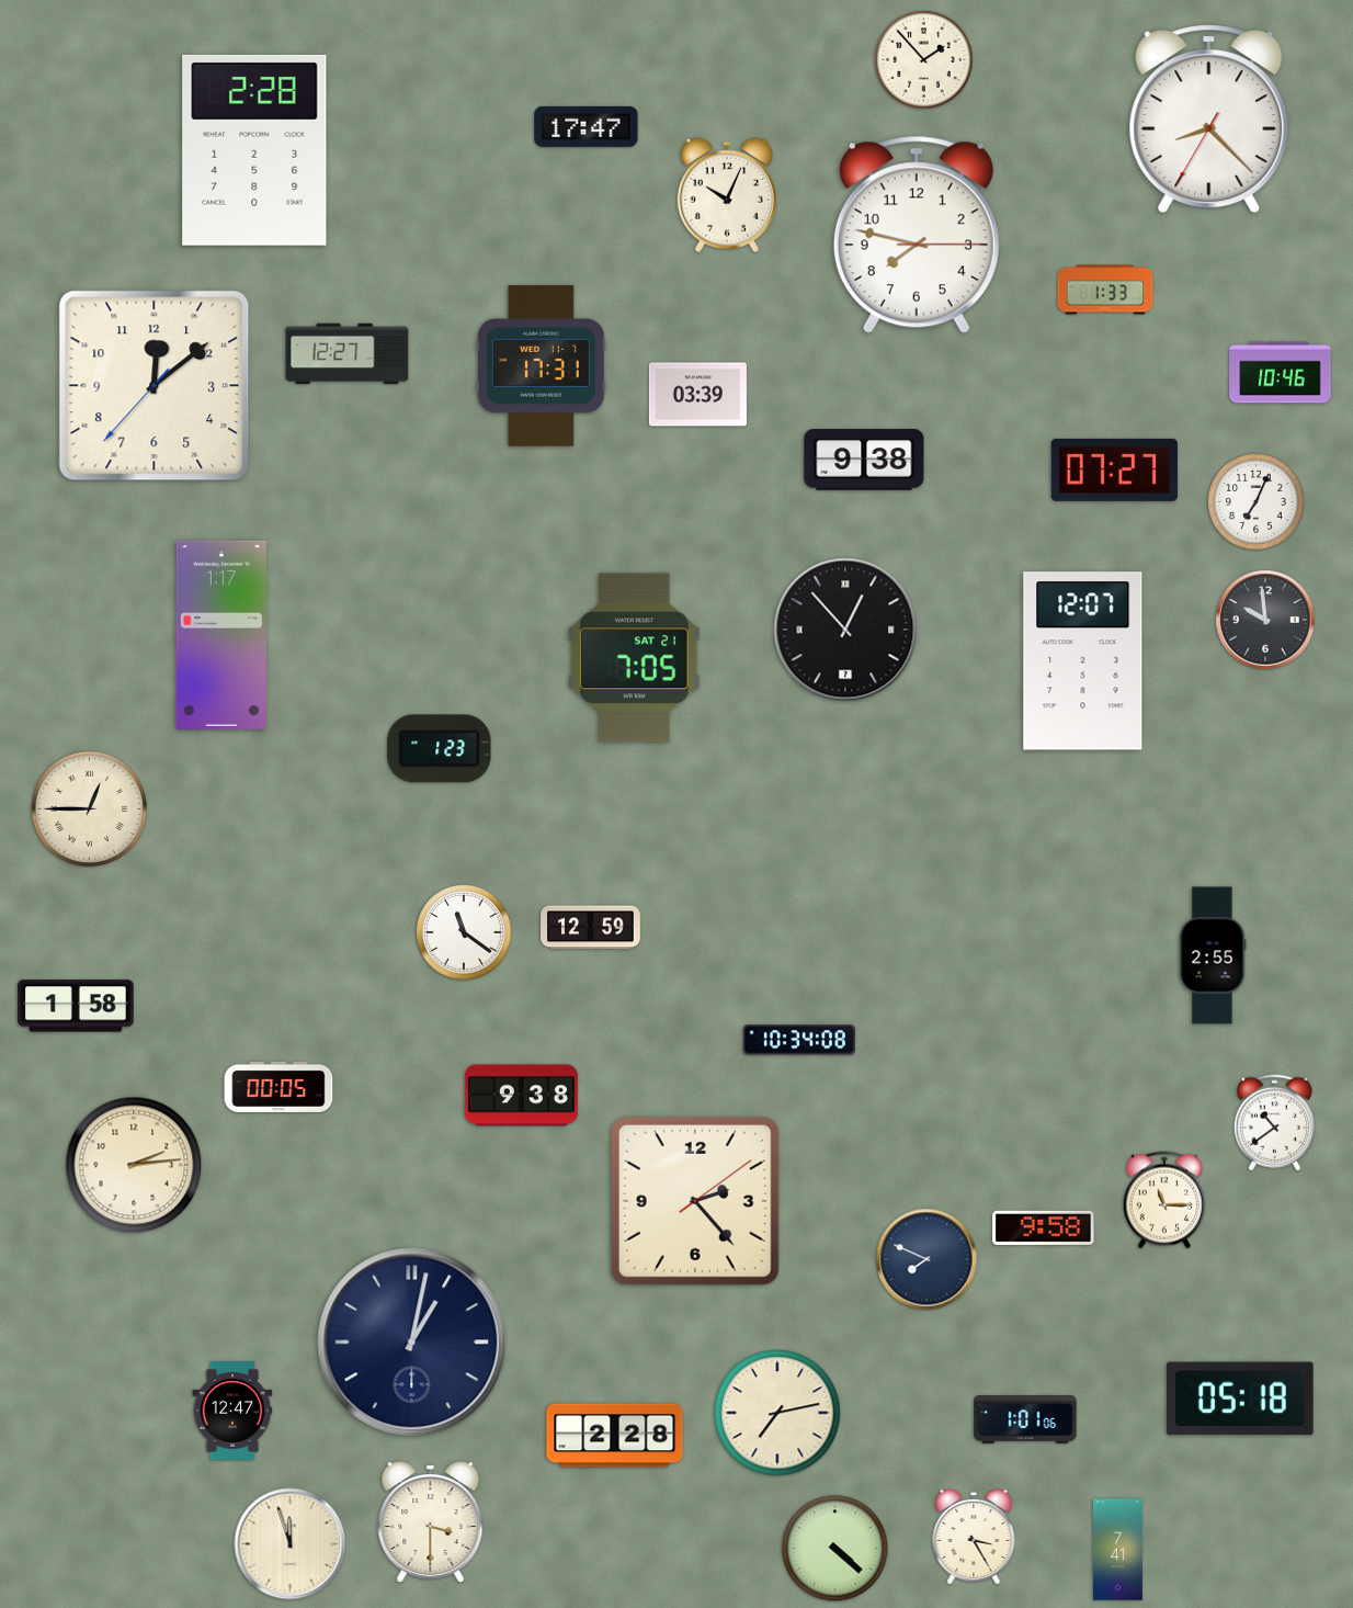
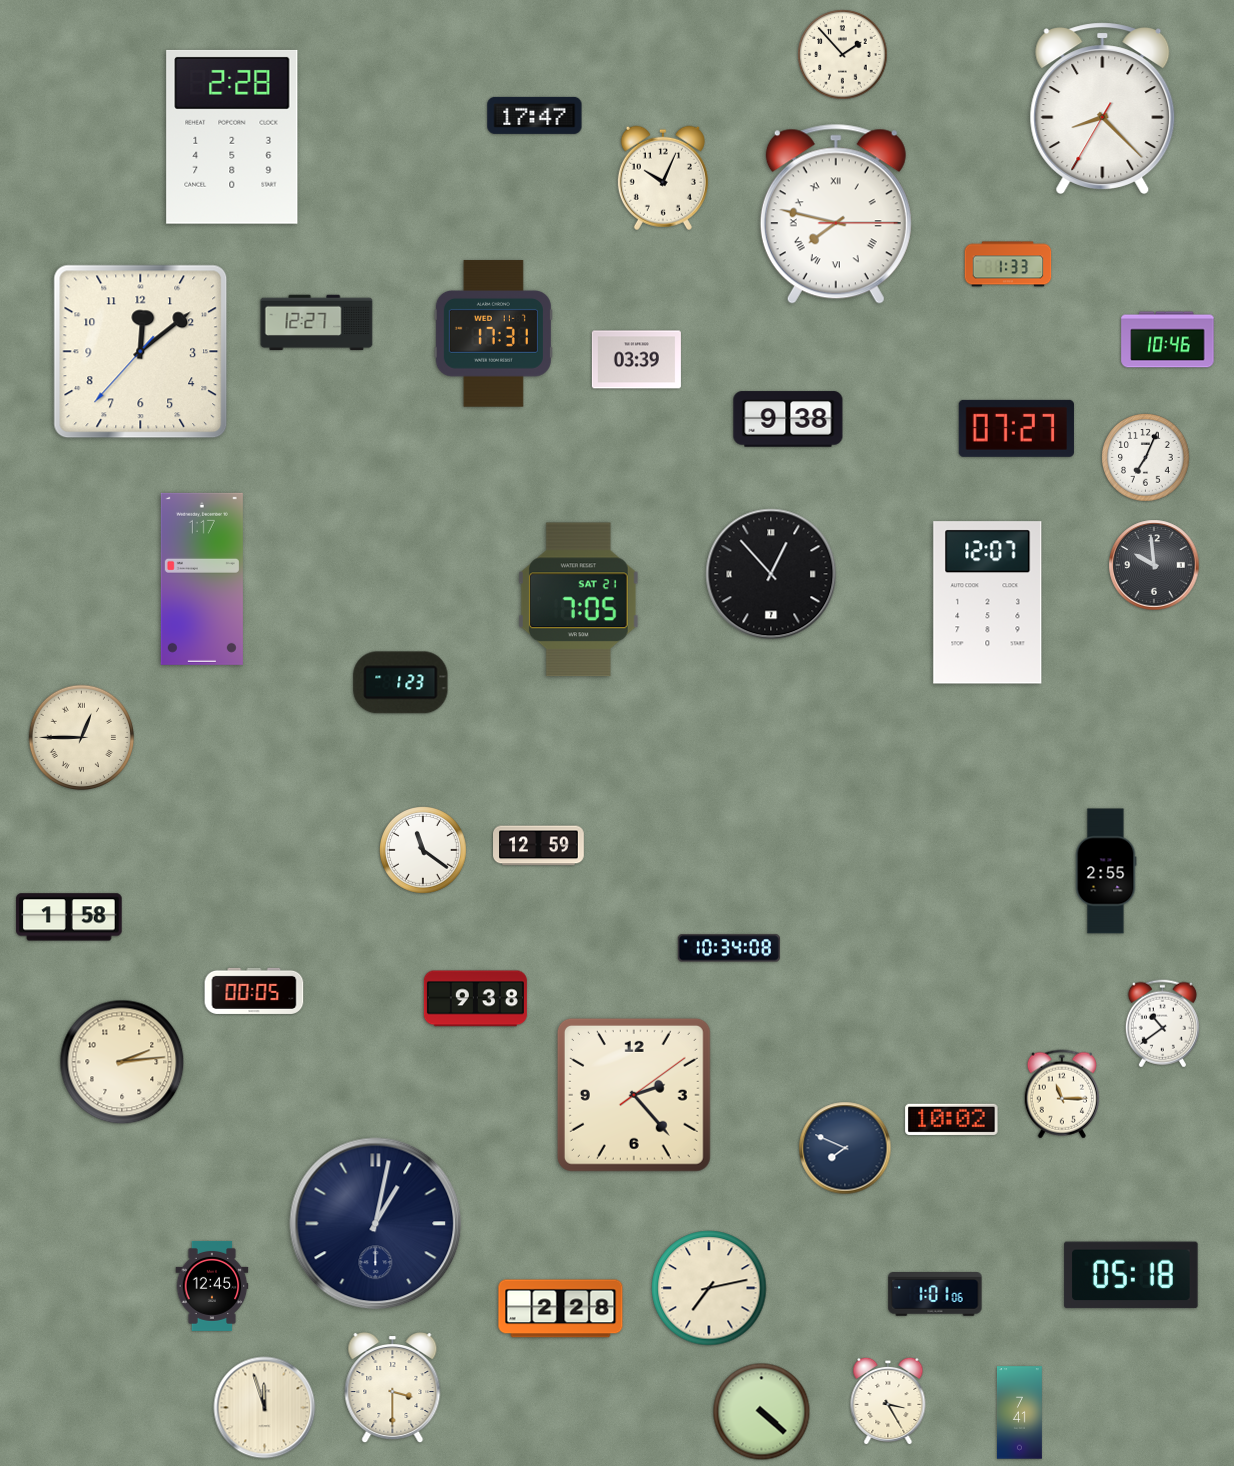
clock at (917, 235) numerals: Arabic -> Roman
clock at (1044, 1227): 9:58 -> 10:02
clock at (232, 1411): 12:47 -> 12:45
